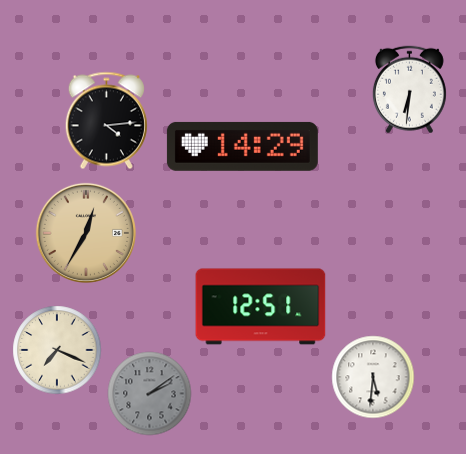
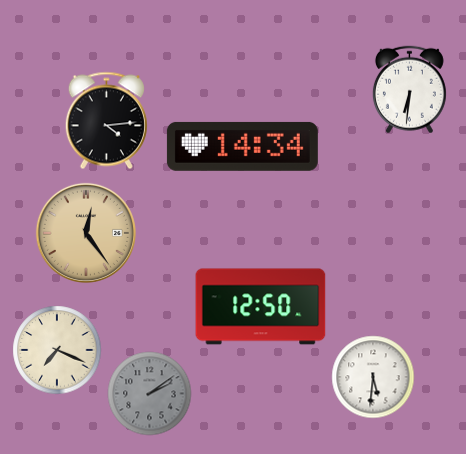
clock at (242, 146): 14:29 -> 14:34
clock at (86, 233): 12:35 -> 12:24
clock at (261, 307): 12:51 -> 12:50
